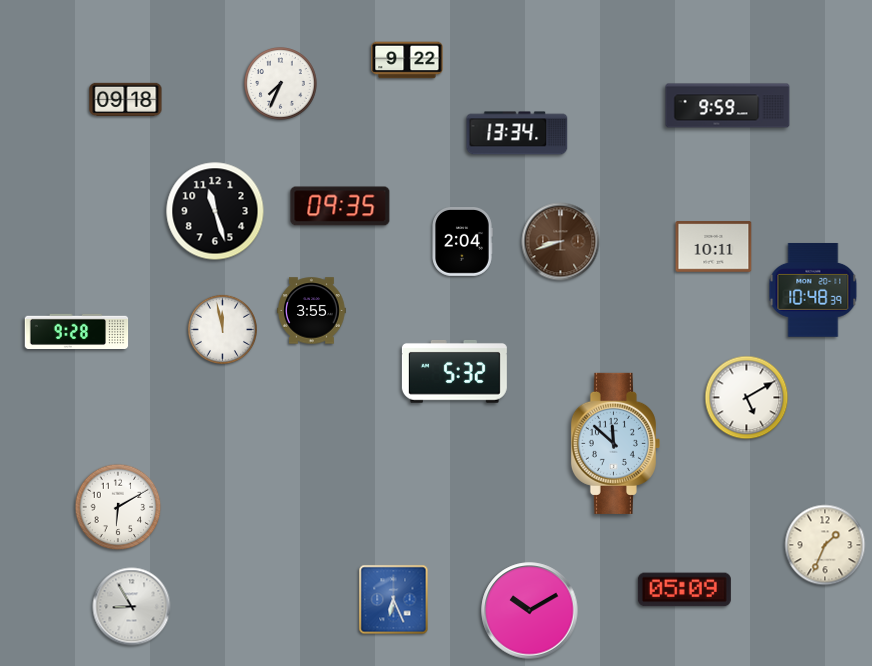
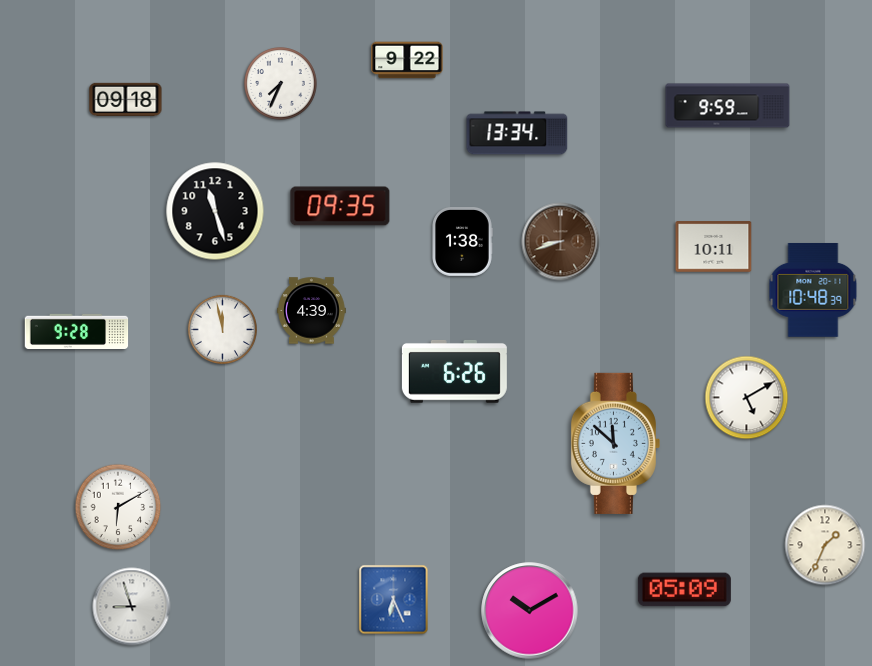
clock at (462, 242): 2:04 -> 1:38
clock at (312, 311): 3:55 -> 4:39
clock at (454, 371): 5:32 -> 6:26
clock at (132, 607): 8:55 -> 8:57
